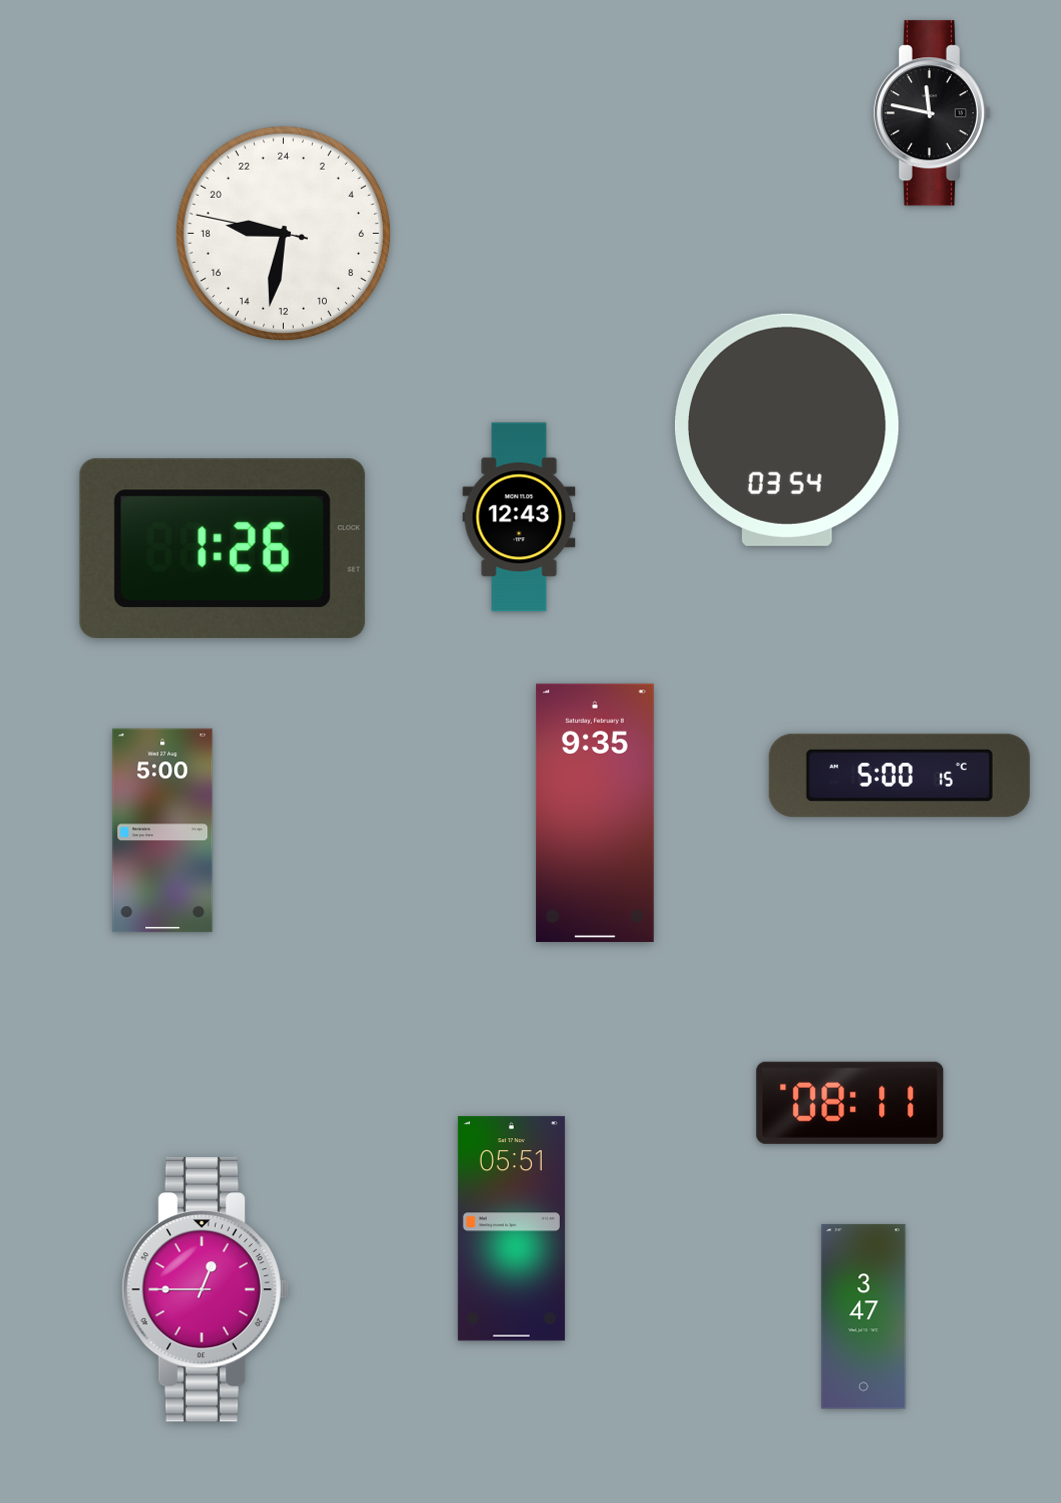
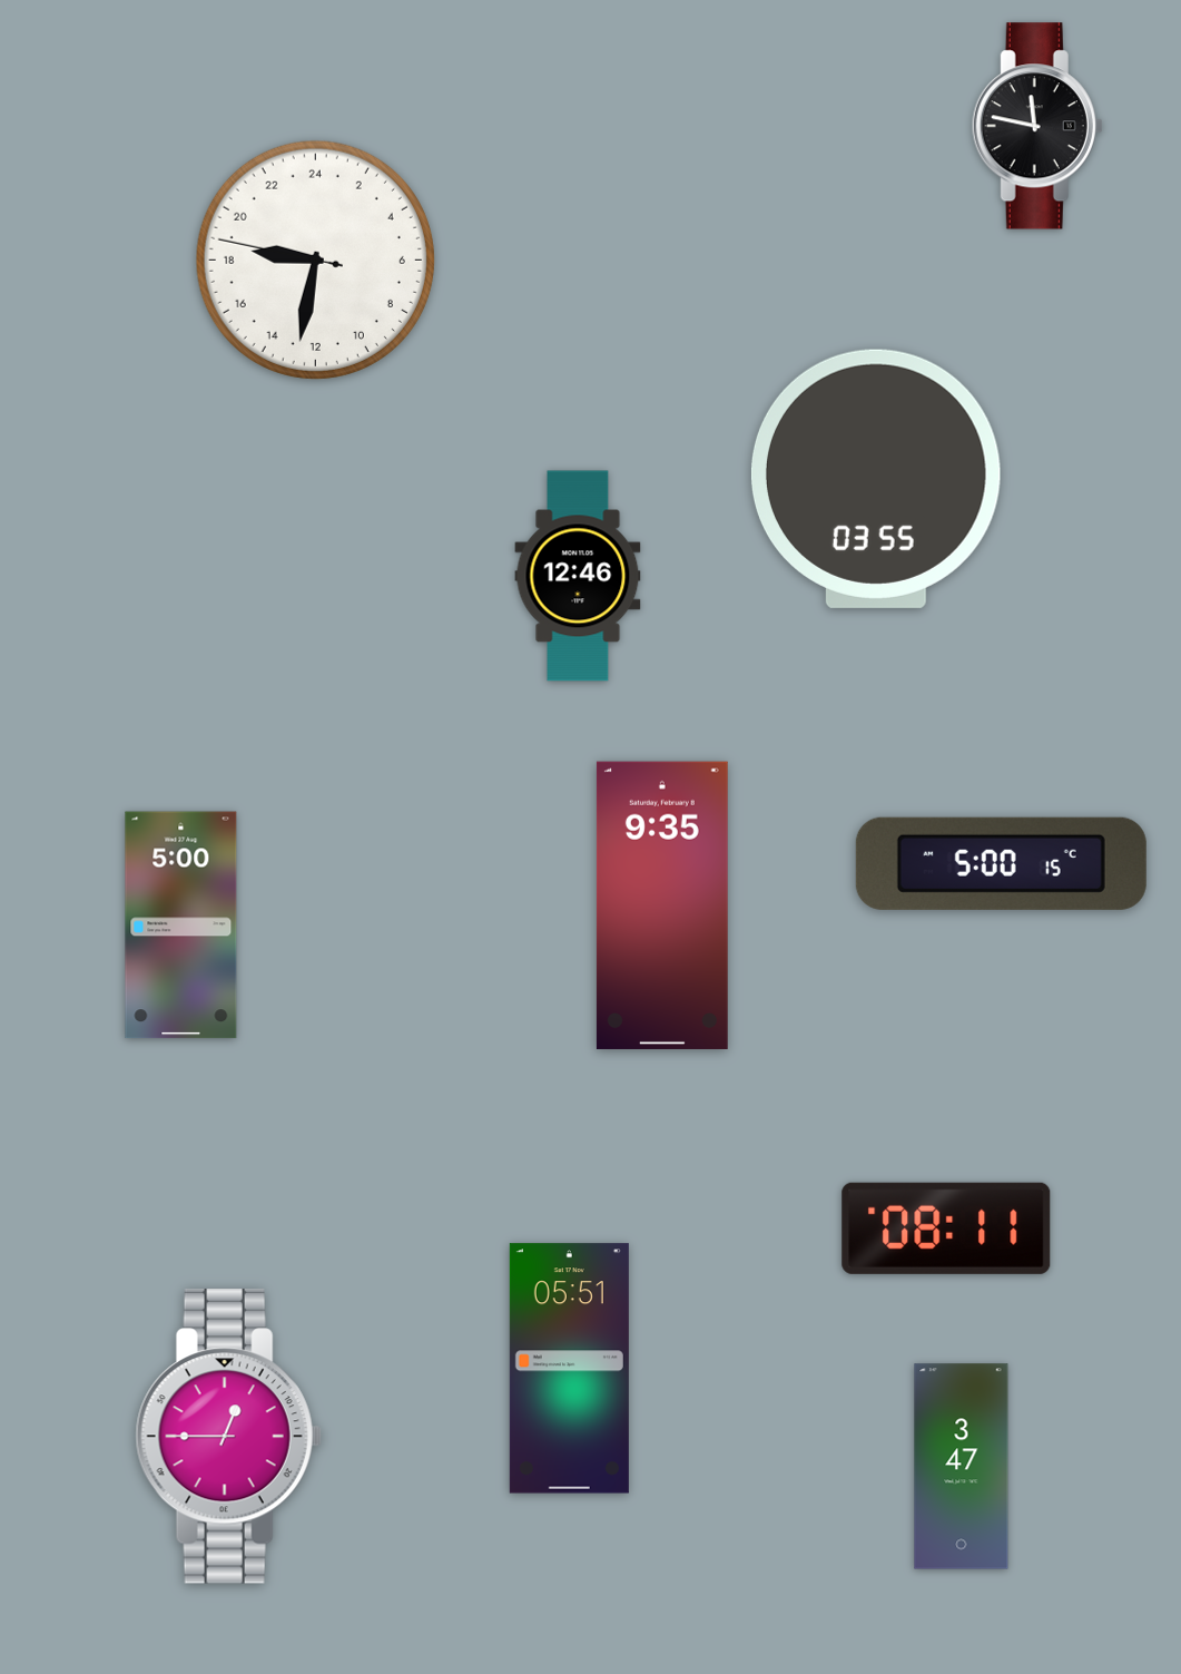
clock at (787, 430): 03:54 -> 03:55
clock at (519, 517): 12:43 -> 12:46
clock at (222, 548): 1:26 -> none
